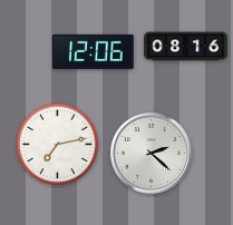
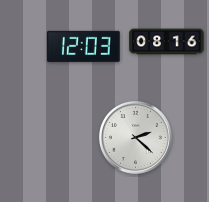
clock at (94, 51): 12:06 -> 12:03
clock at (58, 145): 7:13 -> none
